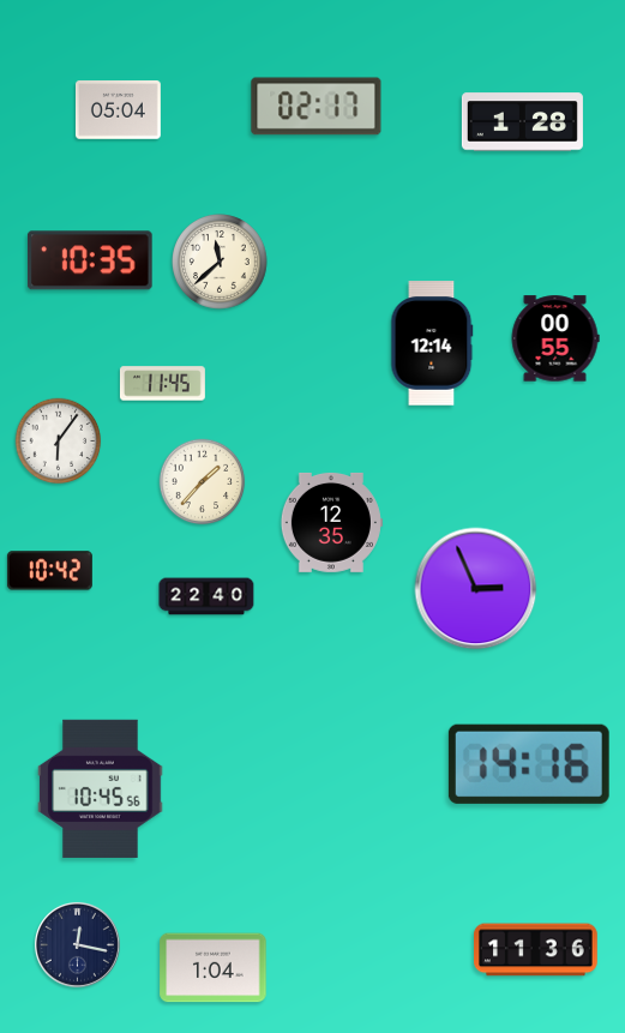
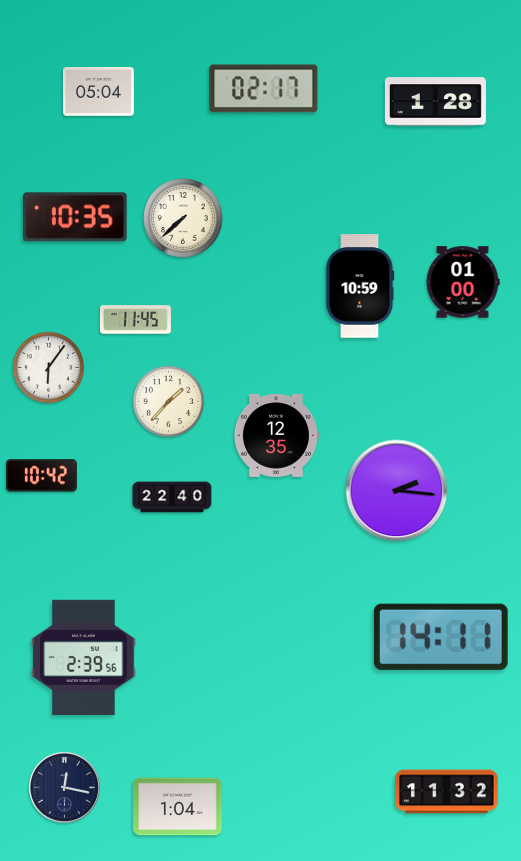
clock at (220, 262): 11:38 -> 7:38
clock at (555, 338): 00:55 -> 01:00
clock at (432, 343): 12:14 -> 10:59
clock at (476, 589): 2:56 -> 2:16
clock at (529, 764): 14:16 -> 14:11
clock at (101, 788): 10:45 -> 2:39
clock at (536, 950): 11:36 -> 11:32
